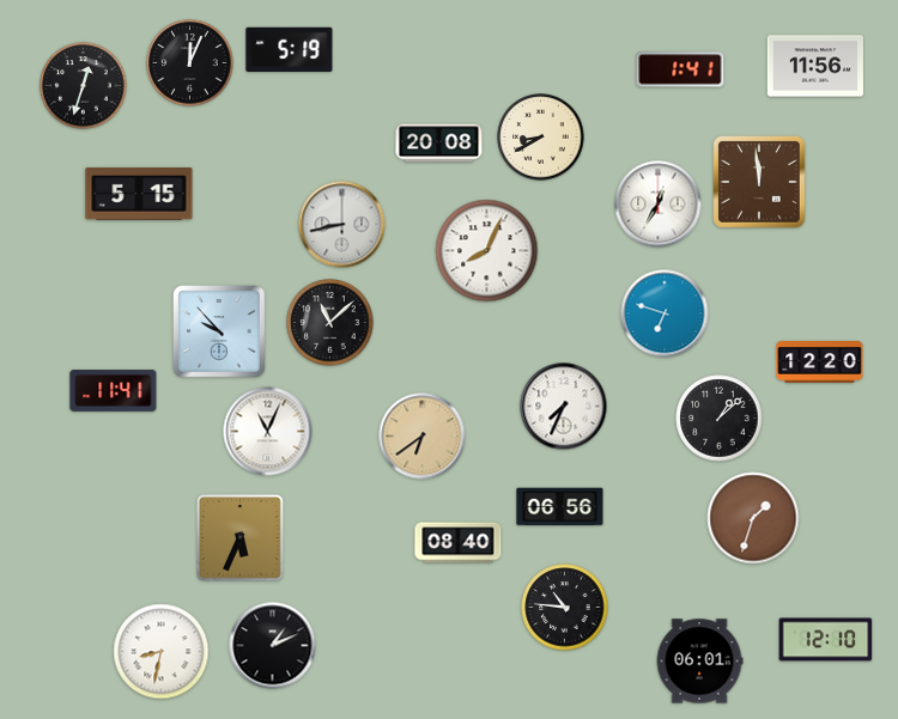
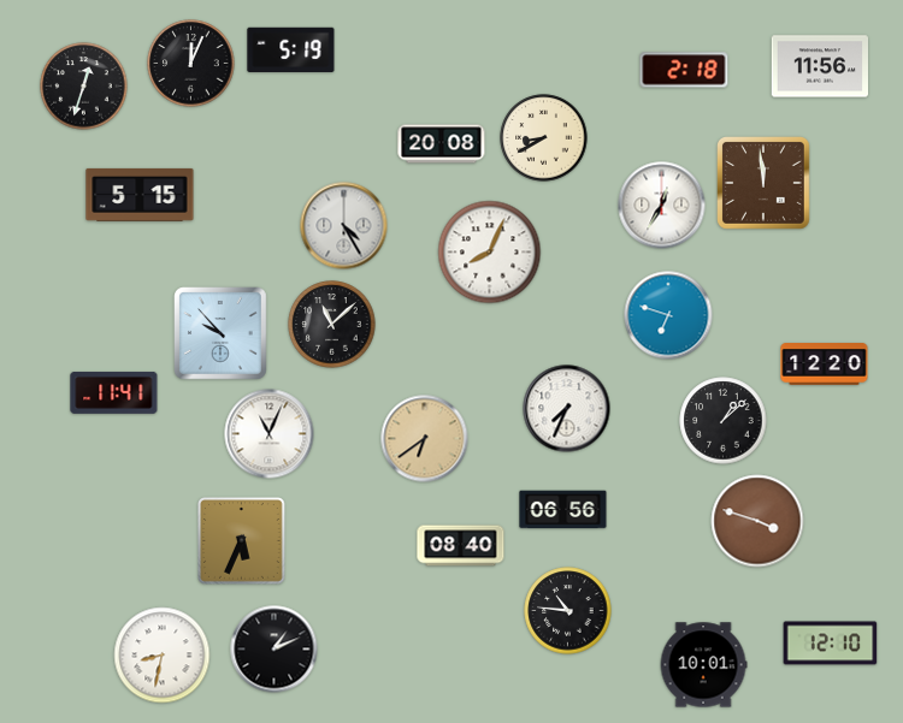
clock at (680, 69): 1:41 -> 2:18
clock at (342, 225): 8:43 -> 4:25
clock at (753, 518): 1:33 -> 3:48
clock at (699, 662): 06:01 -> 10:01
